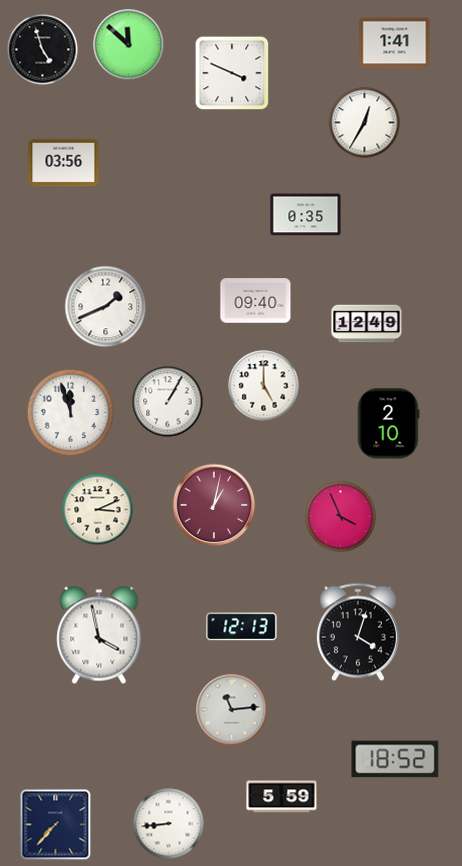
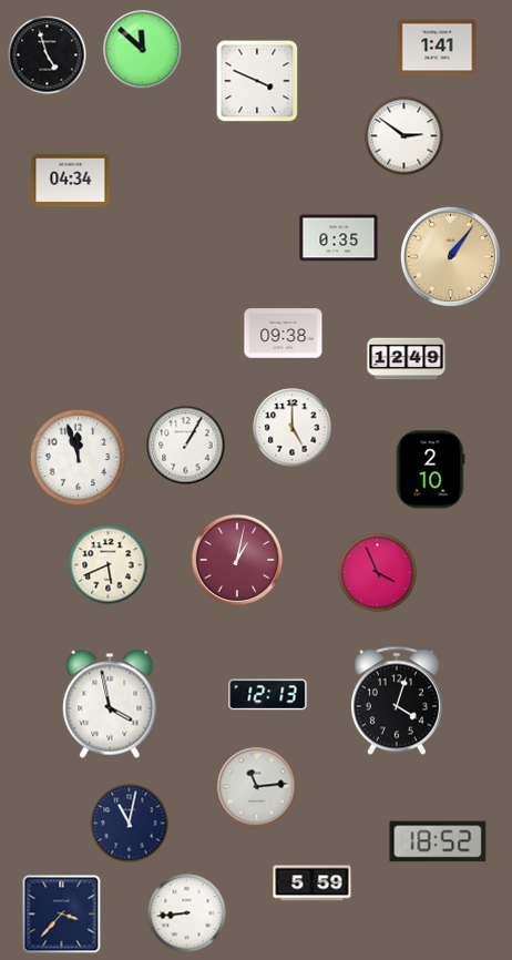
clock at (365, 123): 12:35 -> 2:51
clock at (64, 163): 03:56 -> 04:34
clock at (450, 256): none -> 1:06
clock at (256, 301): 09:40 -> 09:38
clock at (106, 307): 1:41 -> none
clock at (98, 510): 3:11 -> 5:41
clock at (130, 824): none -> 11:02
clock at (56, 825): 7:37 -> 3:37
